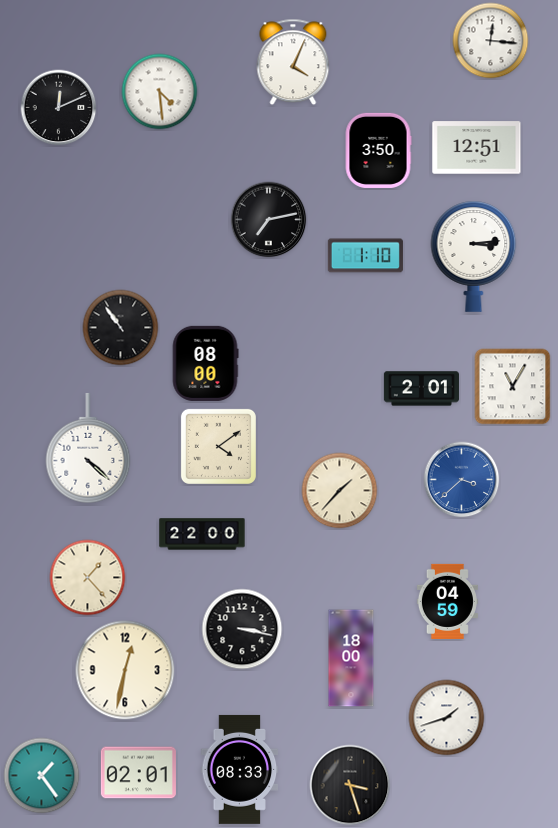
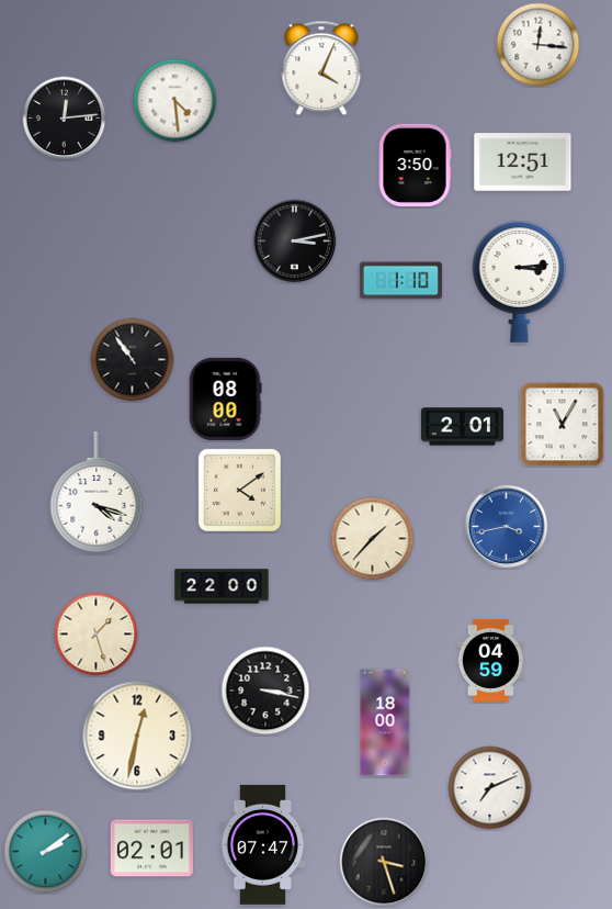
clock at (59, 108): 12:11 -> 12:14
clock at (269, 220): 7:13 -> 3:13
clock at (88, 448): 4:22 -> 4:18
clock at (462, 480): 3:38 -> 3:43
clock at (88, 578): 1:23 -> 1:27
clock at (447, 718): 1:42 -> 7:11
clock at (240, 769): 08:33 -> 07:47
clock at (42, 776): 1:24 -> 2:09
